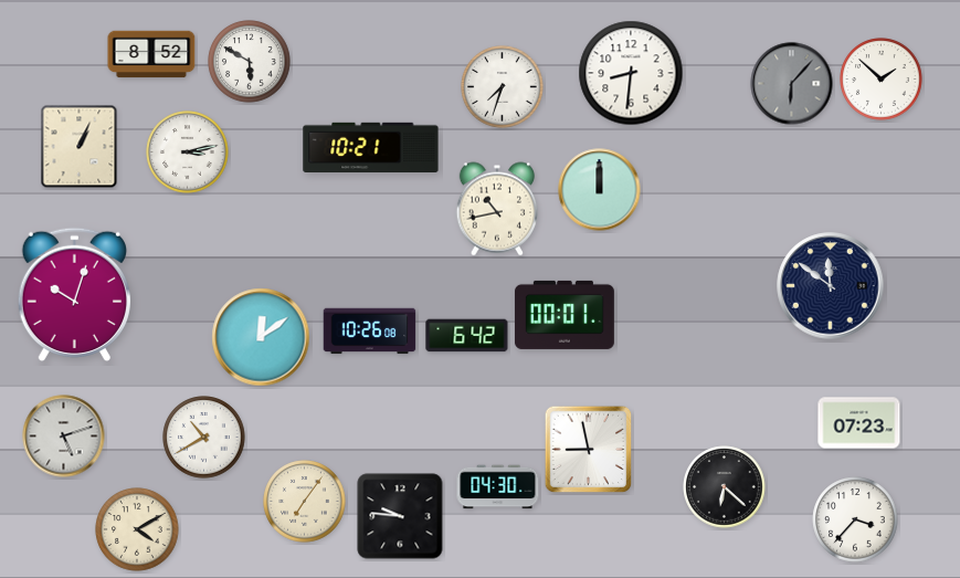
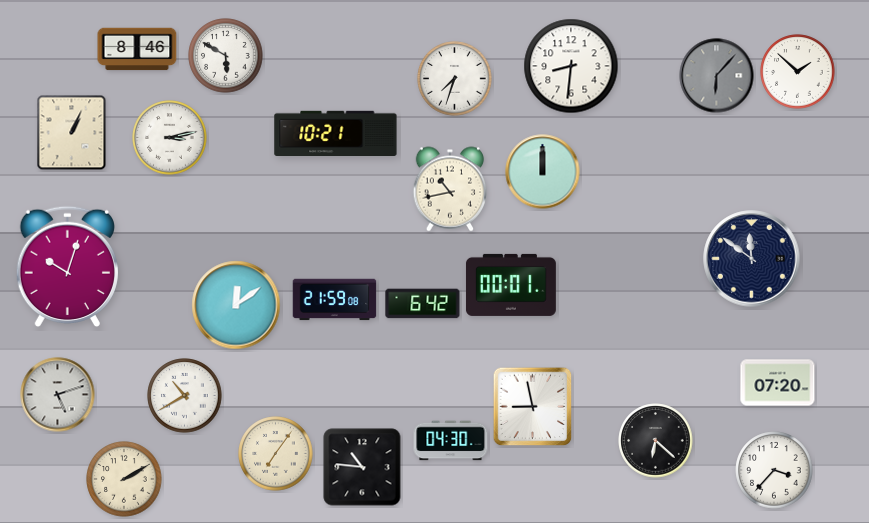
clock at (151, 54): 8:52 -> 8:46
clock at (370, 332): 10:26 -> 21:59
clock at (859, 423): 07:23 -> 07:20
clock at (400, 516): 9:46 -> 10:46
clock at (137, 529): 4:10 -> 2:10
